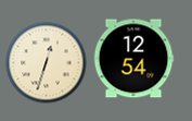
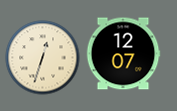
clock at (133, 59): 12:54 -> 12:07
